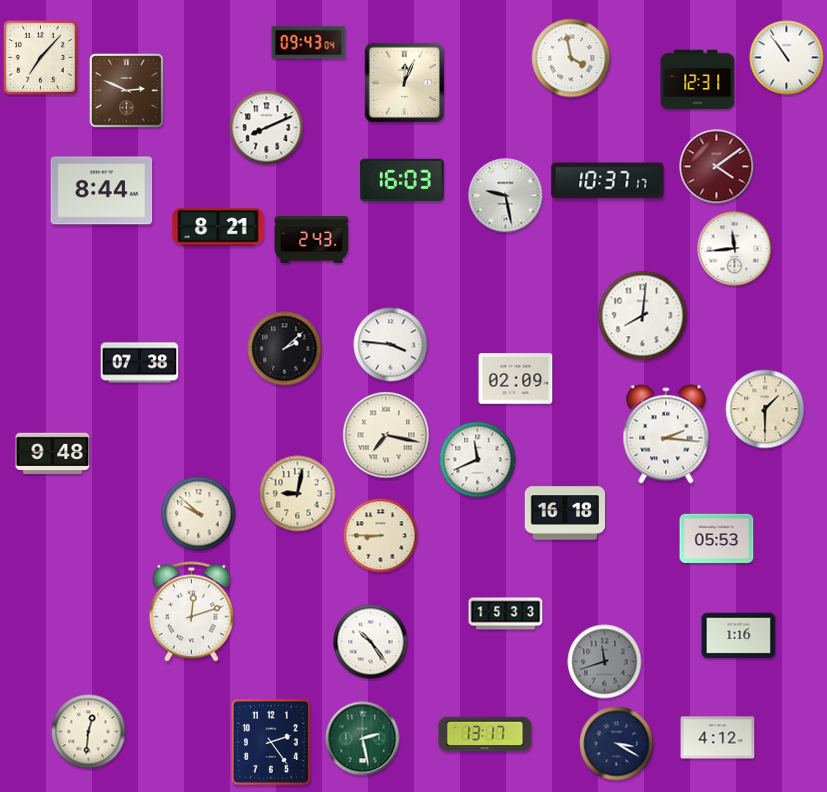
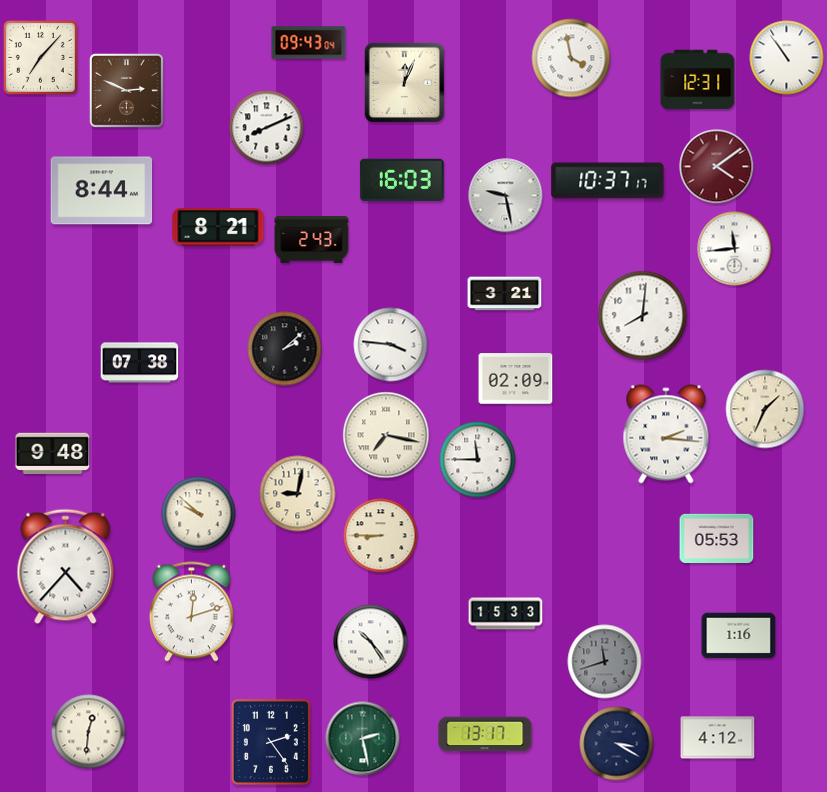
clock at (505, 294): none -> 3:21
clock at (765, 409): 1:30 -> 1:34
clock at (478, 460): 11:41 -> 11:45
clock at (564, 513): 16:18 -> none
clock at (66, 567): none -> 4:37
